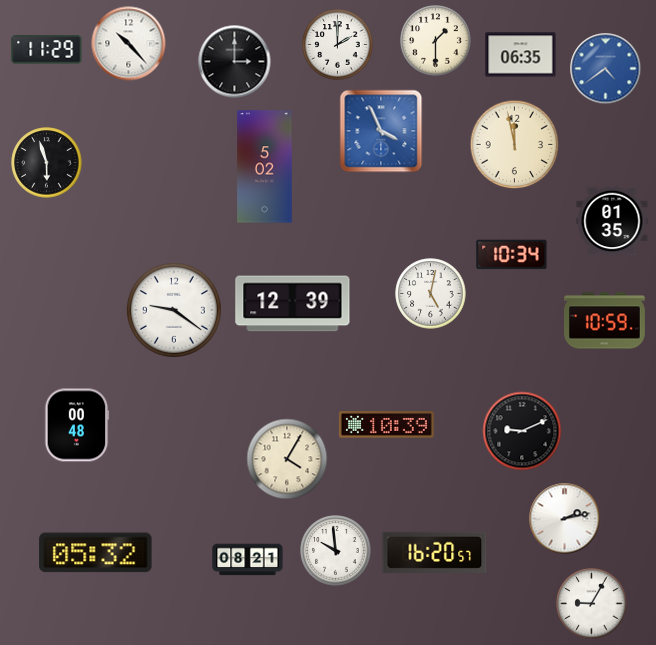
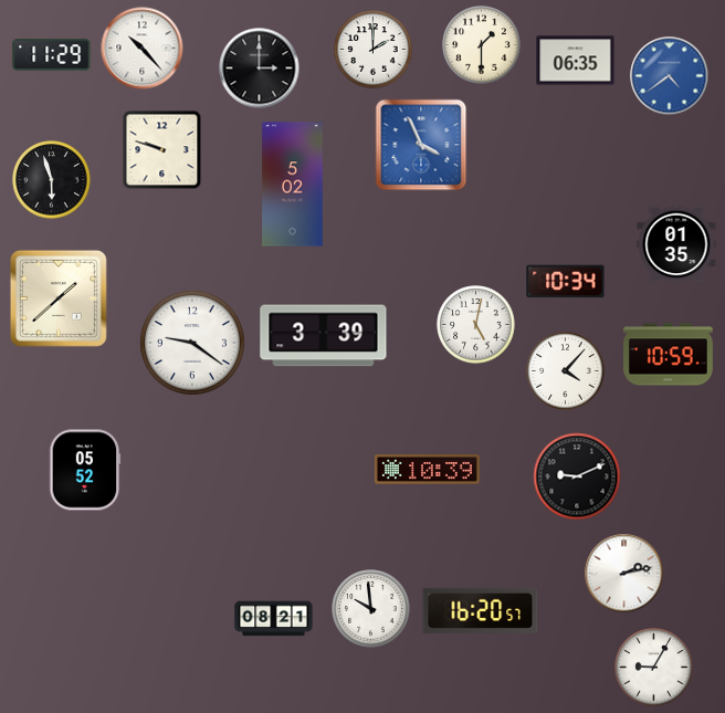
clock at (162, 150): none -> 9:48
clock at (515, 145): 11:58 -> none
clock at (59, 298): none -> 1:38
clock at (293, 304): 12:39 -> 3:39
clock at (566, 371): none -> 4:07
clock at (77, 425): 00:48 -> 05:52
clock at (287, 459): 4:05 -> none
clock at (96, 553): 05:32 -> none
